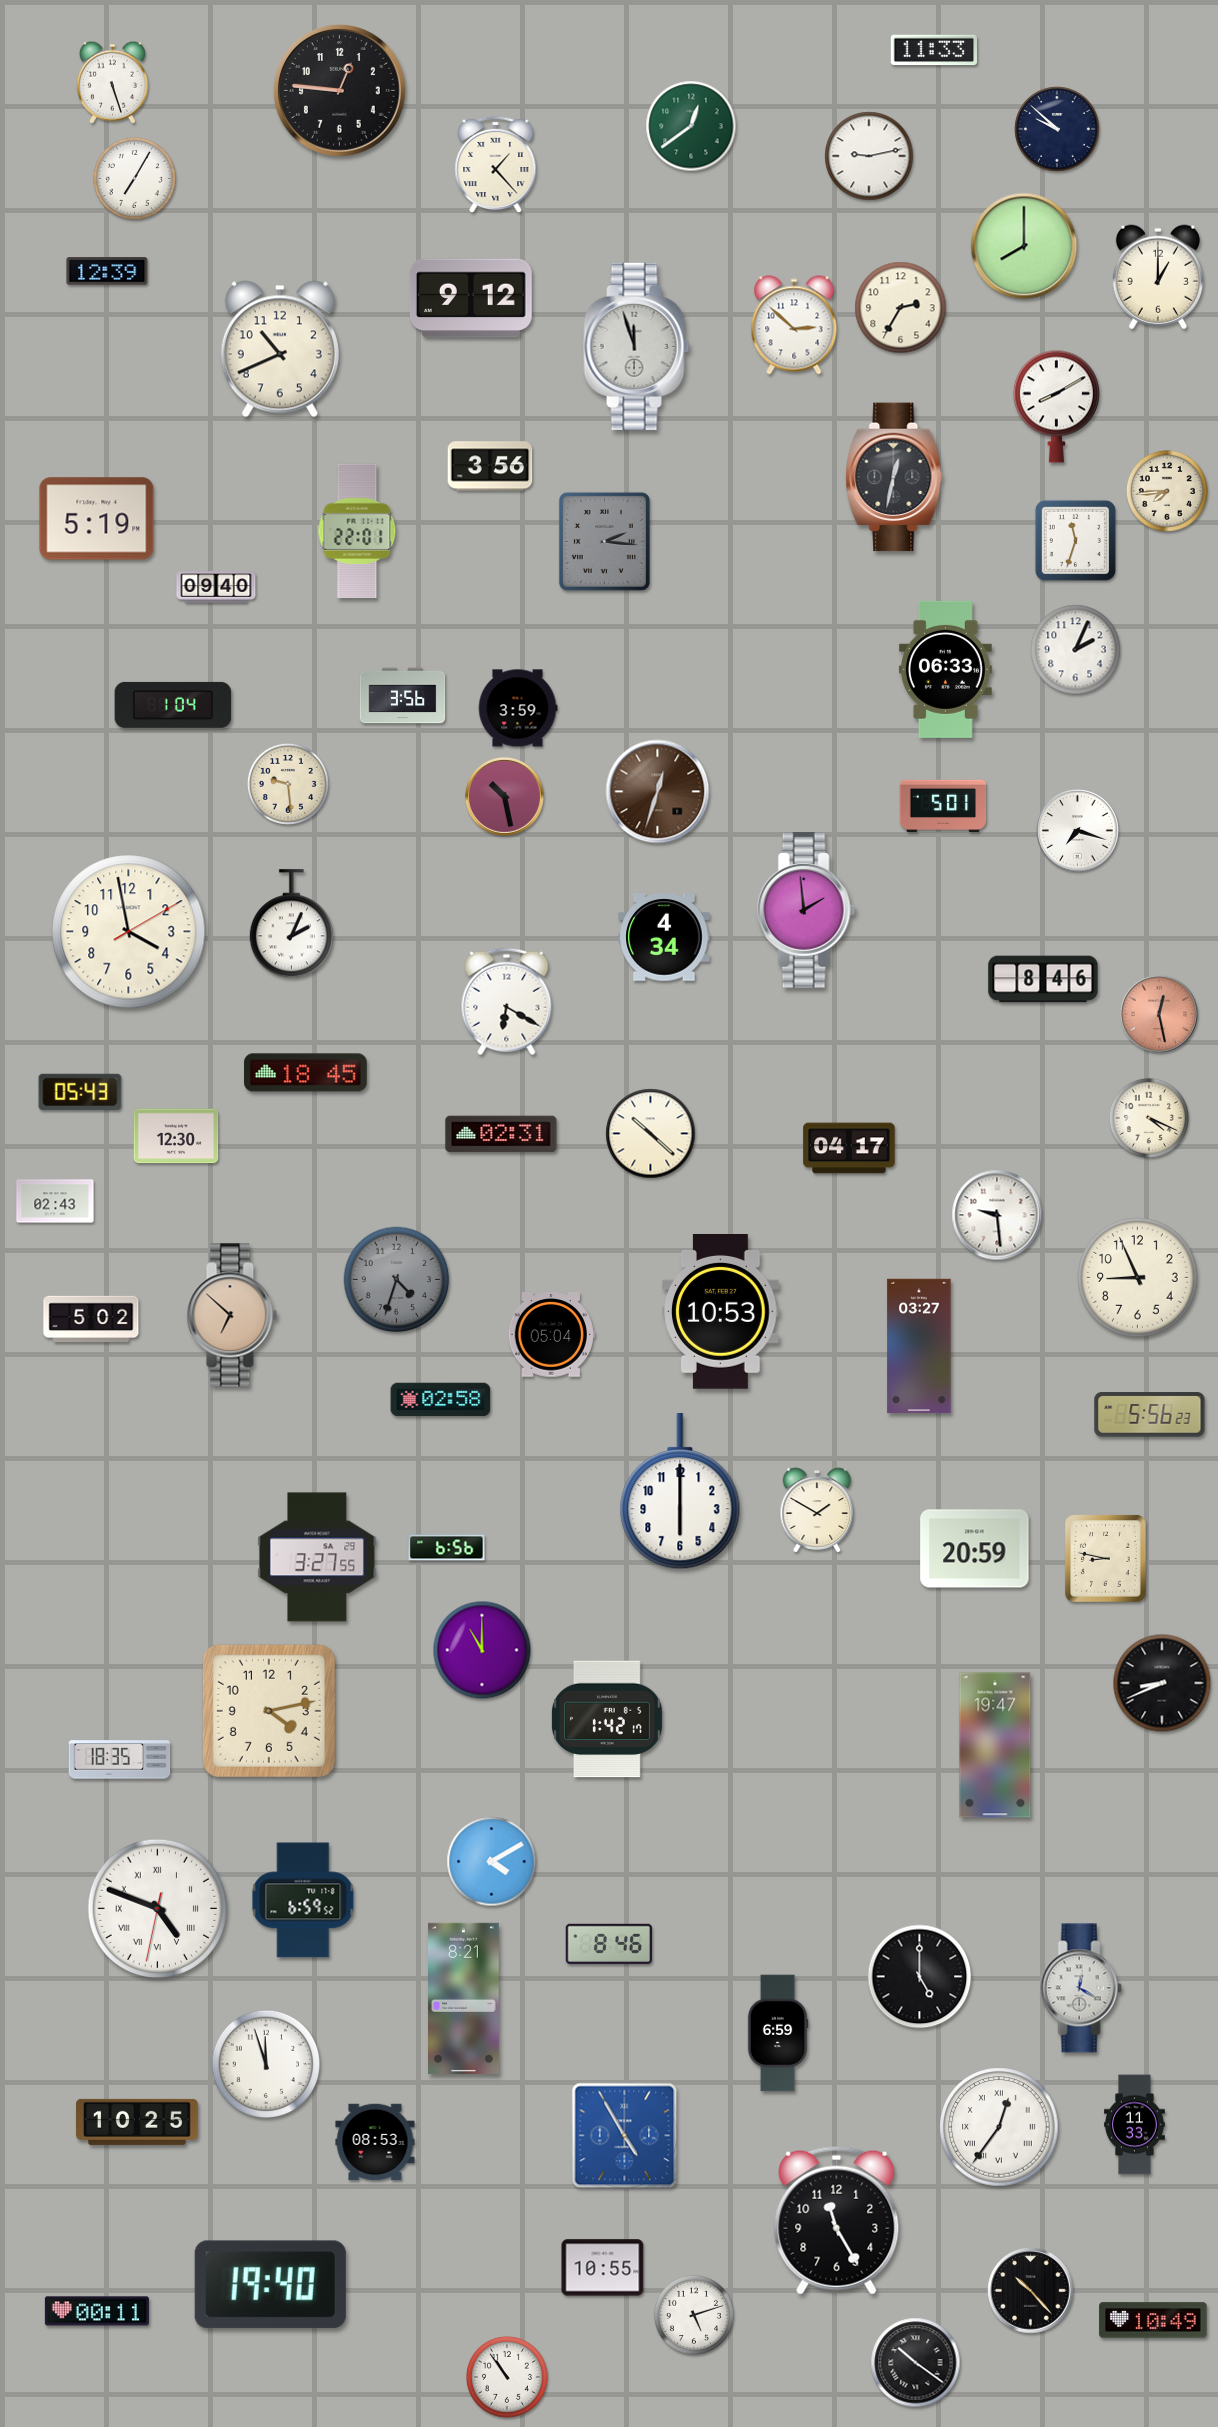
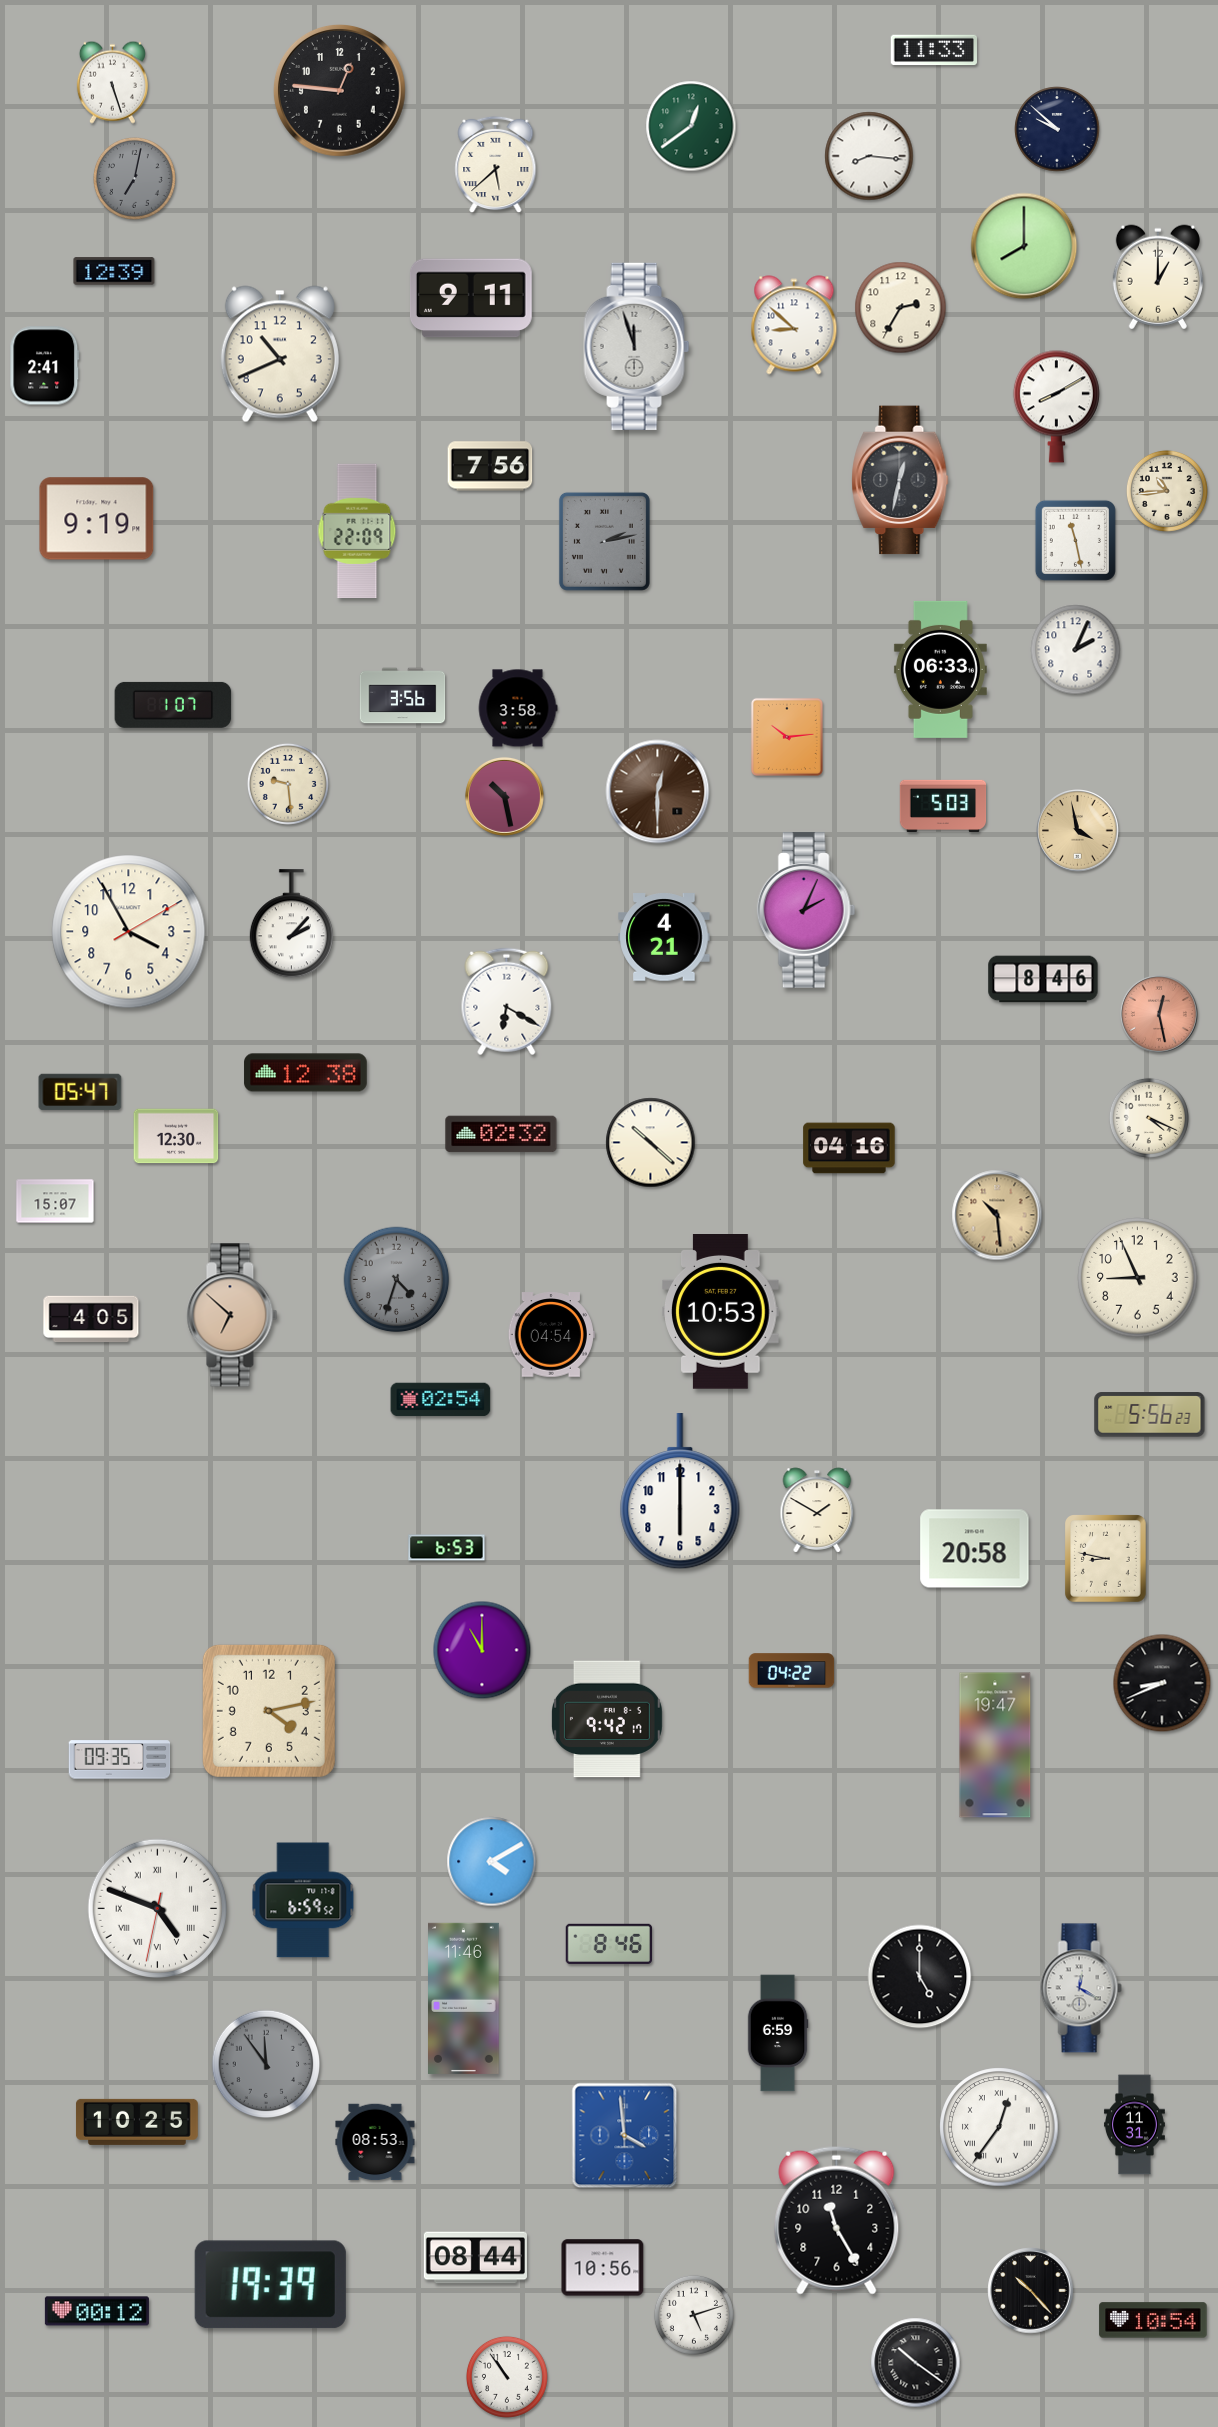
clock at (869, 156): 9:13 -> 8:16
clock at (496, 165): 1:23 -> 5:38
clock at (134, 178): 7:05 -> 7:02
clock at (134, 178) dial: white -> grey
clock at (107, 271) position: (107, 271) -> (114, 271)
clock at (471, 298): 9:12 -> 9:11
clock at (794, 325): 2:52 -> 8:52
clock at (280, 349) position: (280, 349) -> (280, 354)
clock at (45, 366): none -> 2:41
clock at (490, 466): 3:56 -> 7:56
clock at (894, 477) position: (894, 477) -> (900, 480)
clock at (1167, 491): 7:44 -> 10:44
clock at (97, 519): 5:19 -> 9:19
clock at (357, 530): 22:01 -> 22:09
clock at (1075, 540): 11:33 -> 11:28
clock at (604, 541): 2:16 -> 2:13
clock at (216, 587): 09:40 -> none
clock at (945, 669) position: (945, 669) -> (940, 669)
clock at (173, 705): 1:04 -> 1:07
clock at (518, 708): 3:59 -> 3:58
clock at (787, 737): none -> 10:14
clock at (658, 792): 12:33 -> 12:30
clock at (943, 806): 5:01 -> 5:03
clock at (1078, 831): 7:18 -> 3:58
clock at (1078, 831) dial: white -> champagne
clock at (806, 910): 1:59 -> 2:04
clock at (291, 924): 2:04 -> 2:07
clock at (129, 932): 3:58 -> 3:55
clock at (664, 937): 4:34 -> 4:21
clock at (306, 1073): 18:45 -> 12:38
clock at (80, 1092): 05:43 -> 05:47
clock at (501, 1134): 02:31 -> 02:32
clock at (651, 1134) position: (651, 1134) -> (651, 1143)
clock at (849, 1148): 04:17 -> 04:16
clock at (55, 1201): 02:43 -> 15:07
clock at (997, 1215): 9:29 -> 10:29
clock at (997, 1215) dial: white -> champagne
clock at (91, 1319): 5:02 -> 4:05
clock at (551, 1335): 05:04 -> 04:54
clock at (919, 1346): 03:27 -> none
clock at (441, 1400): 02:58 -> 02:54
clock at (447, 1548): 6:56 -> 6:53
clock at (975, 1549): 20:59 -> 20:58
clock at (317, 1557): 3:27 -> none
clock at (792, 1671): none -> 04:22
clock at (607, 1719): 1:42 -> 9:42
clock at (120, 1760): 18:35 -> 09:35
clock at (464, 1998): 8:21 -> 11:46
clock at (266, 2064): 11:57 -> 11:54
clock at (266, 2064) dial: white -> grey
clock at (1135, 2125): 11:33 -> 11:31
clock at (625, 2136): 4:55 -> 3:59
clock at (475, 2258): none -> 08:44
clock at (603, 2268): 10:55 -> 10:56
clock at (270, 2285): 19:40 -> 19:39
clock at (97, 2311): 00:11 -> 00:12
clock at (1153, 2320): 10:49 -> 10:54
